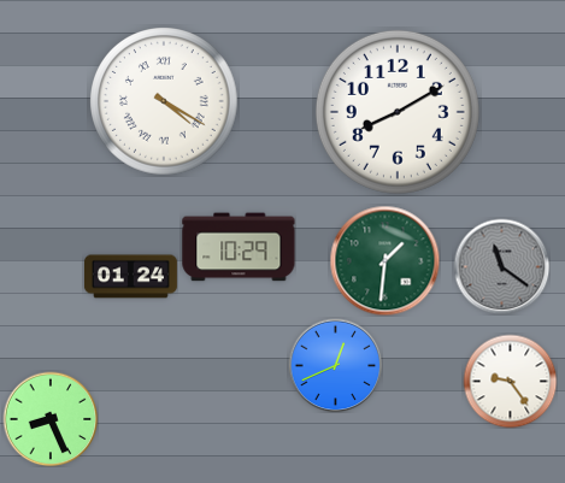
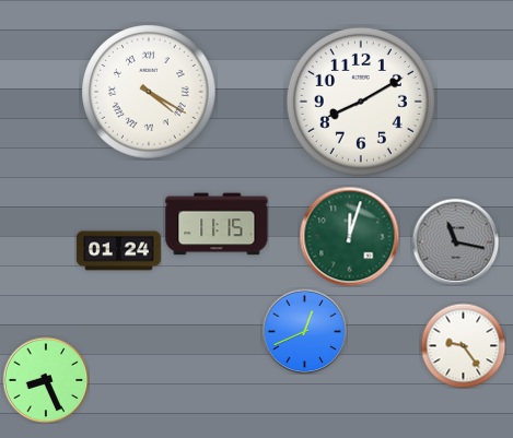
clock at (239, 247): 10:29 -> 11:15
clock at (384, 260): 1:31 -> 12:03
clock at (501, 266): 11:21 -> 11:17
